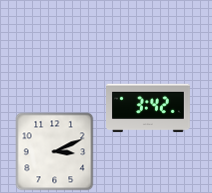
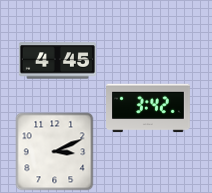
clock at (57, 61): none -> 4:45
